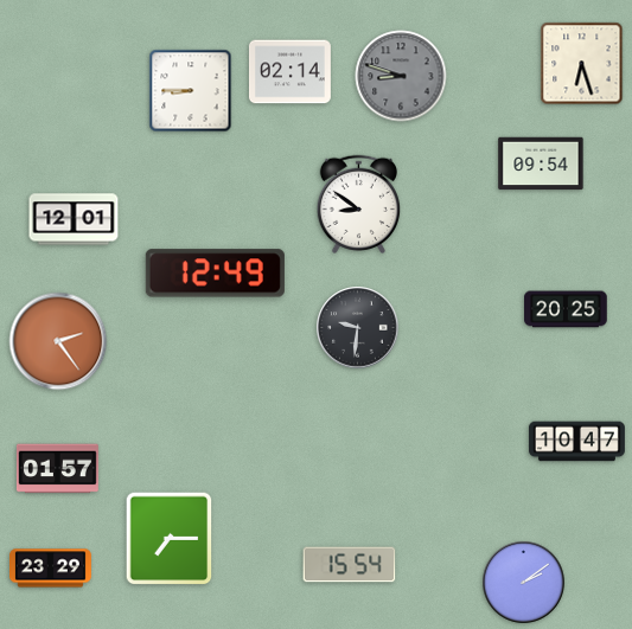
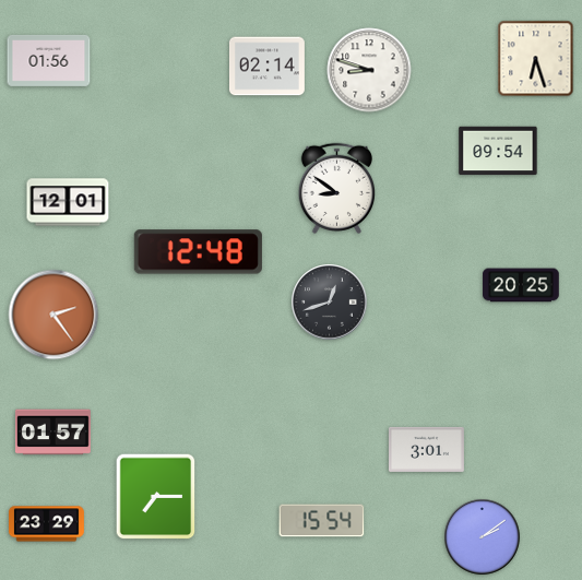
clock at (49, 60): none -> 01:56
clock at (401, 76) dial: grey -> white
clock at (191, 91): 8:45 -> none
clock at (358, 204) position: (358, 204) -> (336, 188)
clock at (215, 274): 12:49 -> 12:48
clock at (358, 328): 9:31 -> 12:42
clock at (576, 442): 10:47 -> none
clock at (426, 449): none -> 3:01
